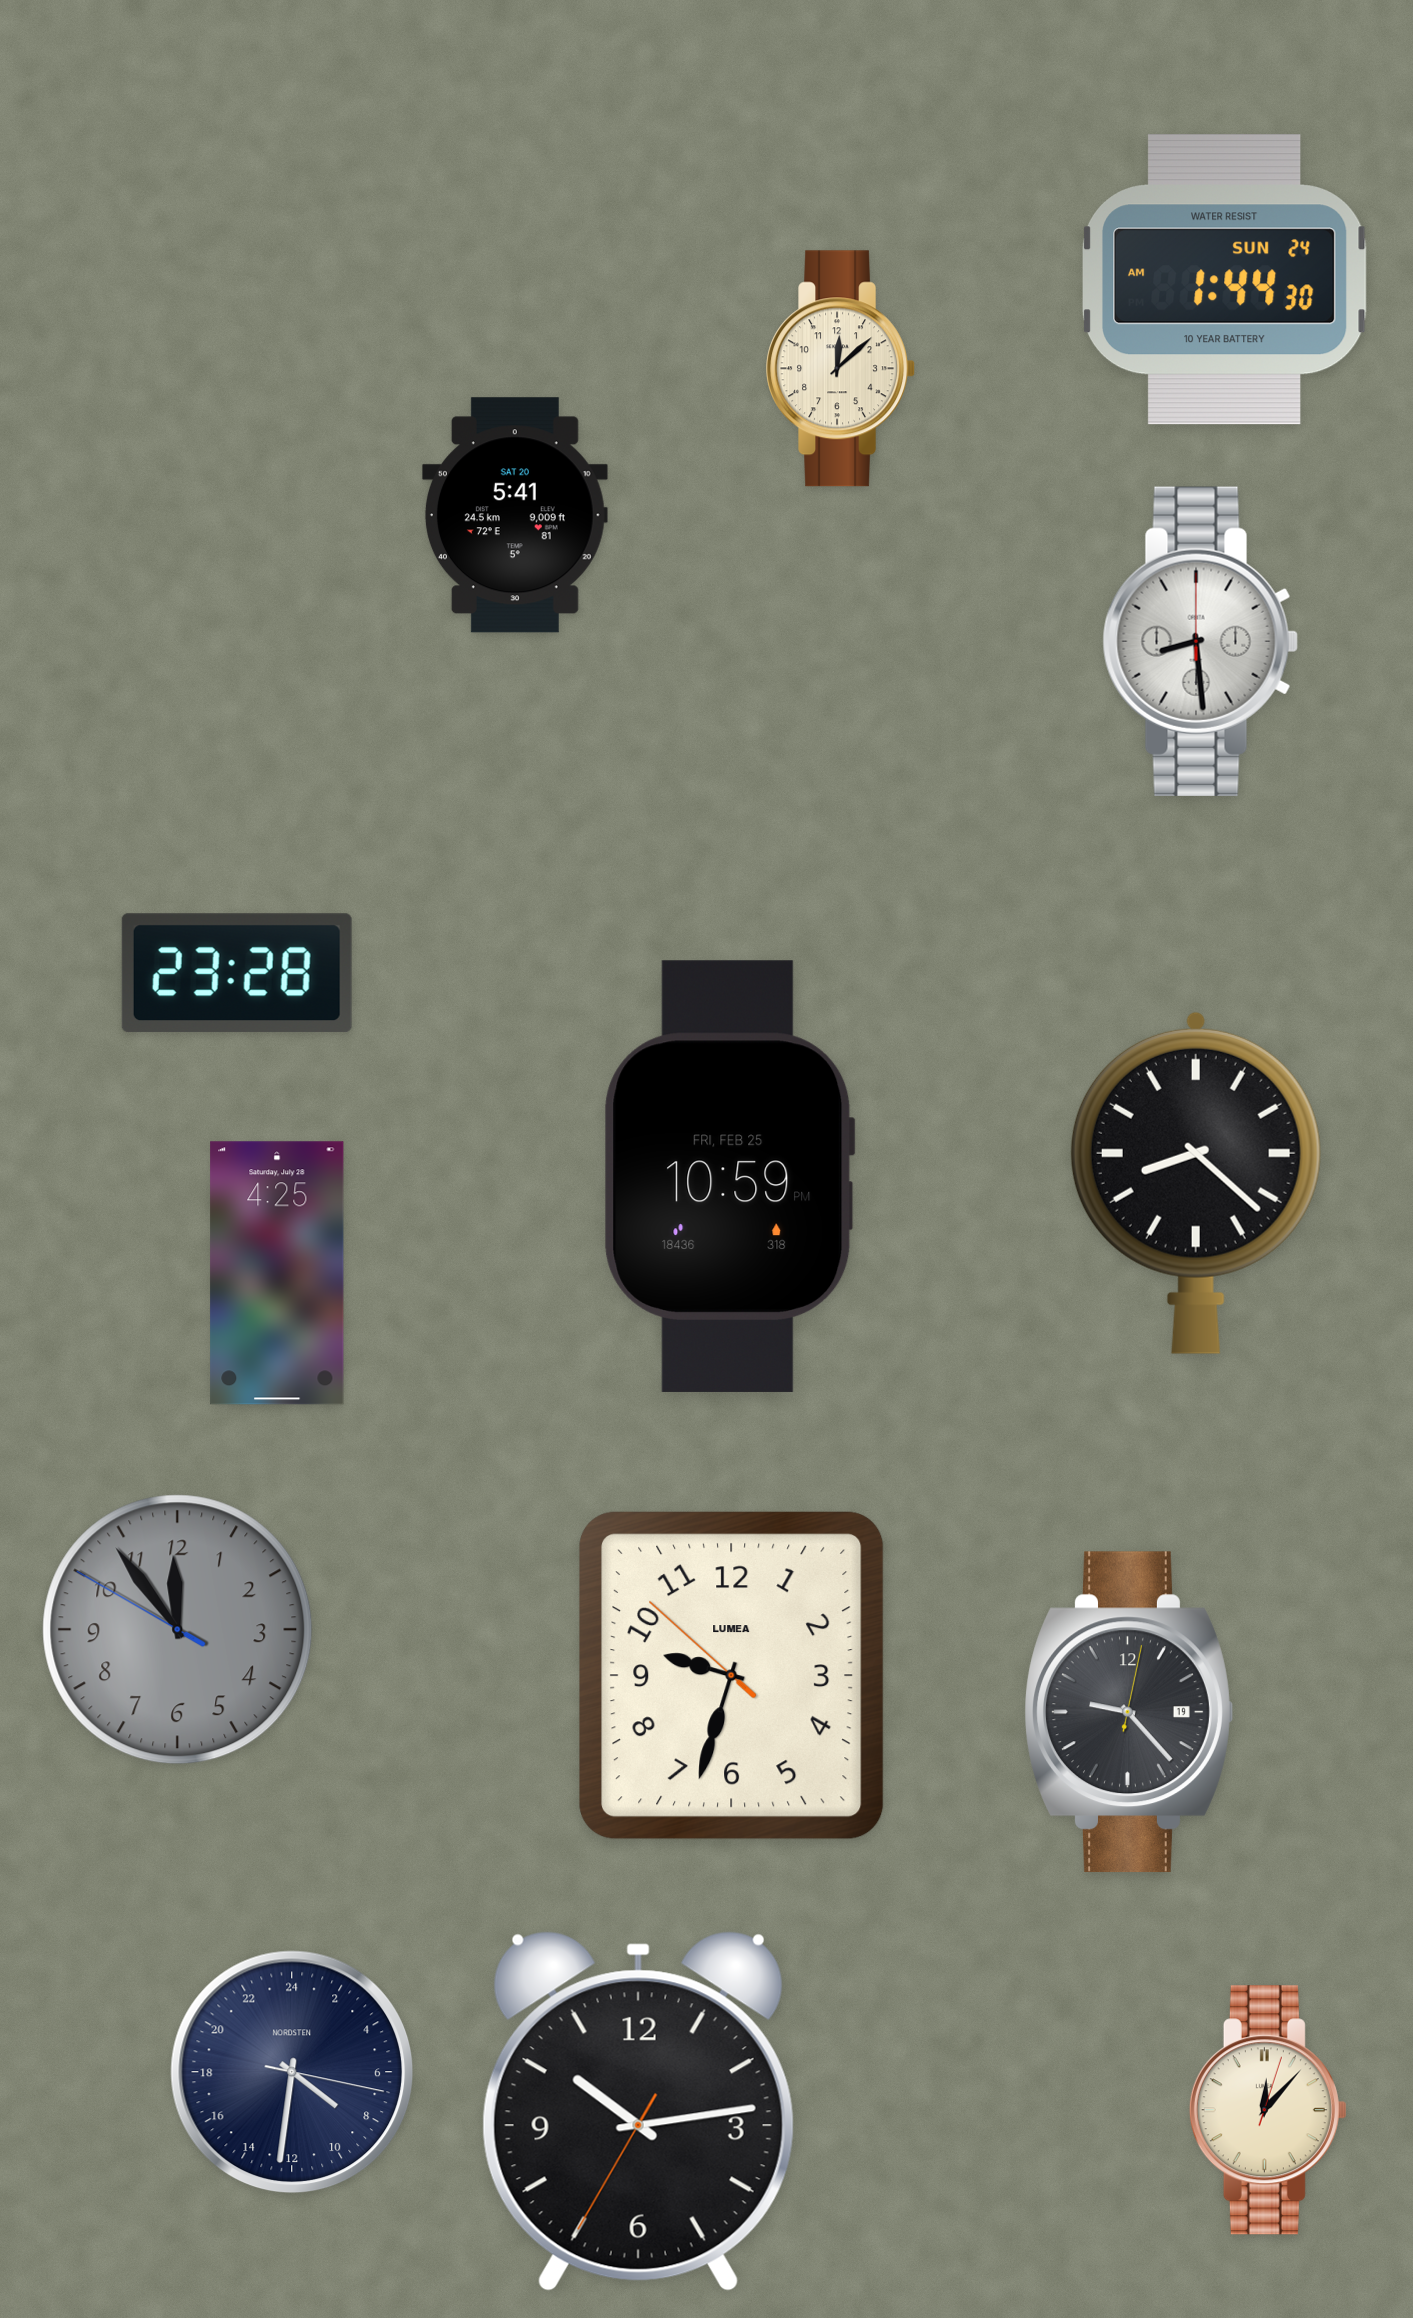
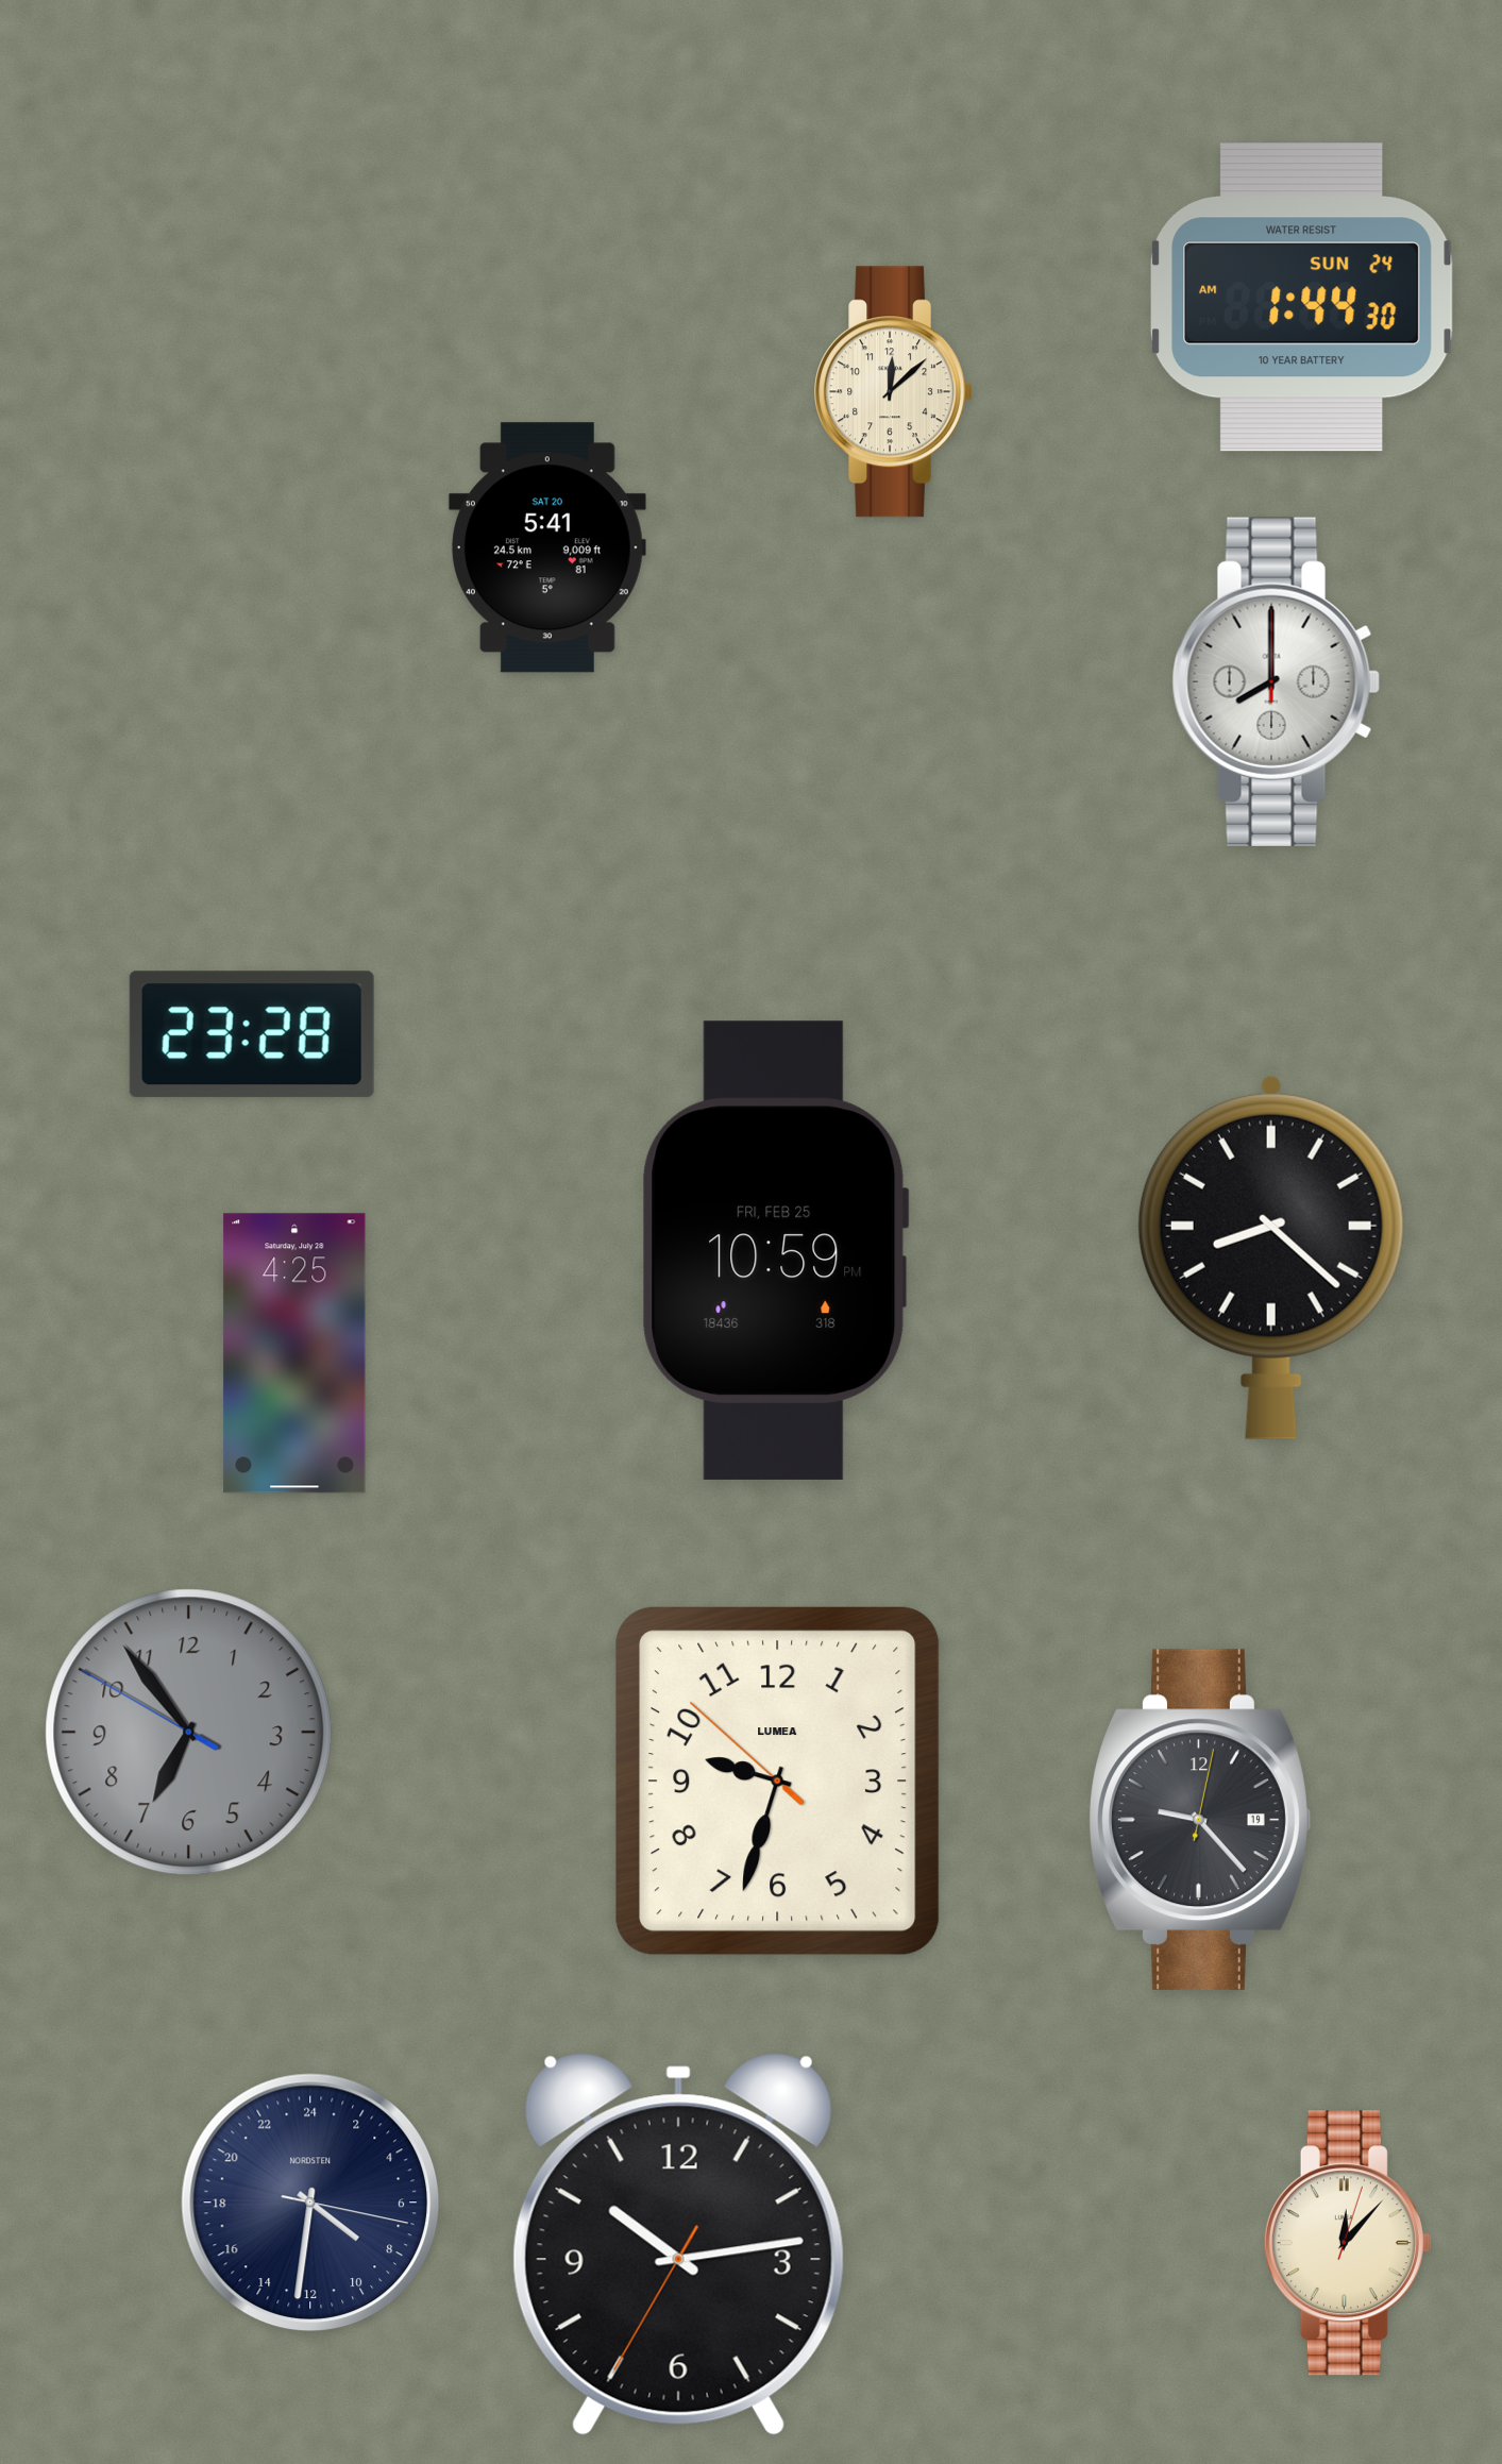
clock at (1200, 641): 8:29 -> 8:00
clock at (178, 1630): 11:53 -> 6:53
